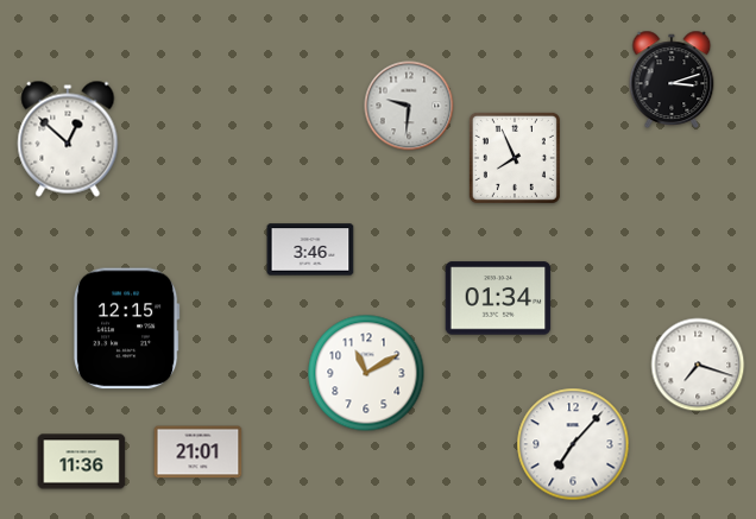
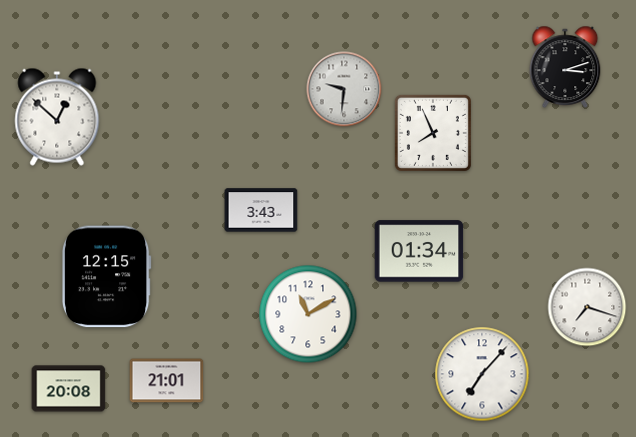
clock at (310, 249): 3:46 -> 3:43
clock at (82, 462): 11:36 -> 20:08
